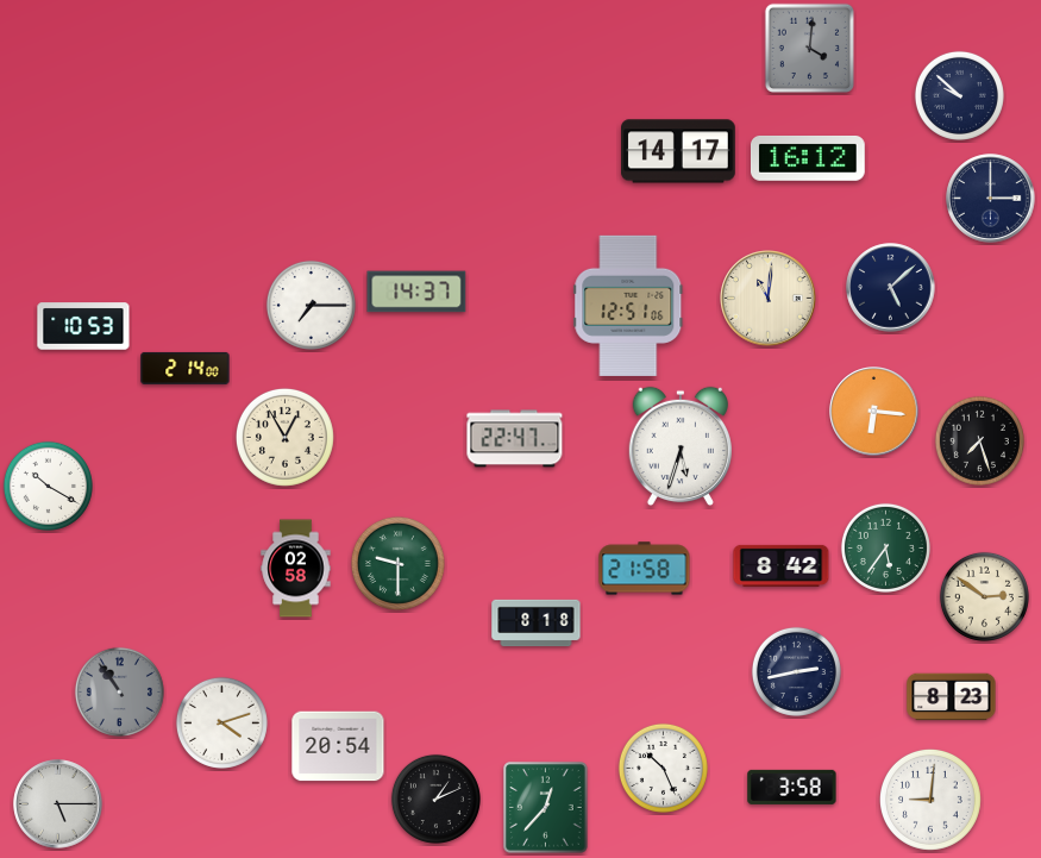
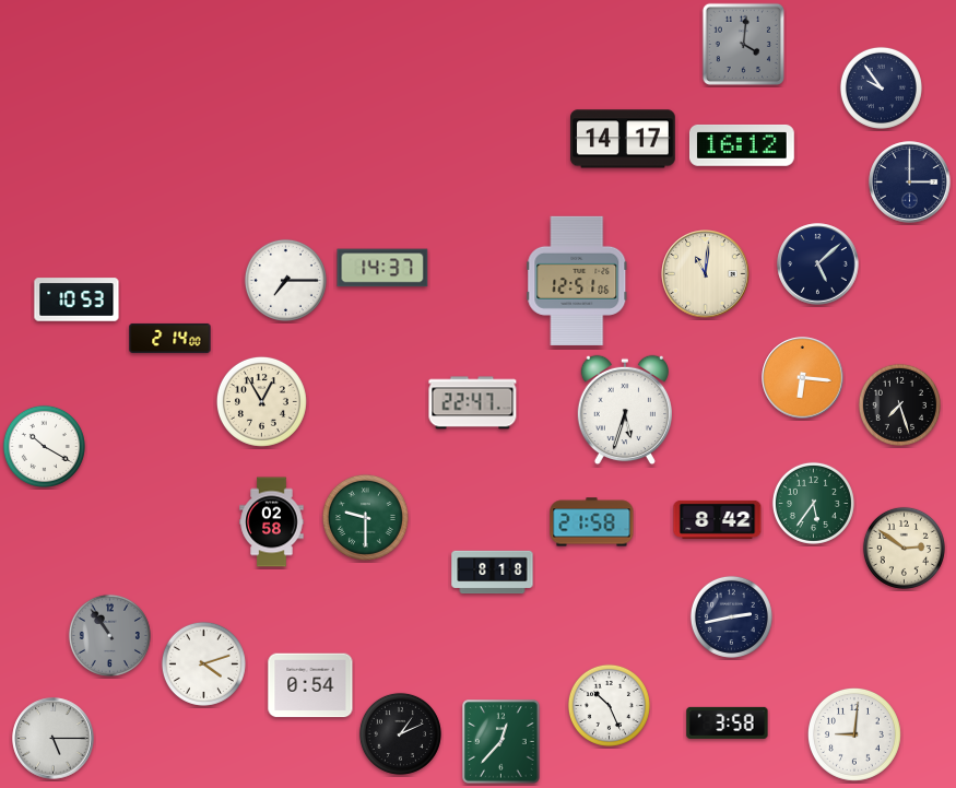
clock at (959, 95): 9:52 -> 9:54
clock at (952, 697): 8:23 -> none
clock at (338, 746): 20:54 -> 0:54
